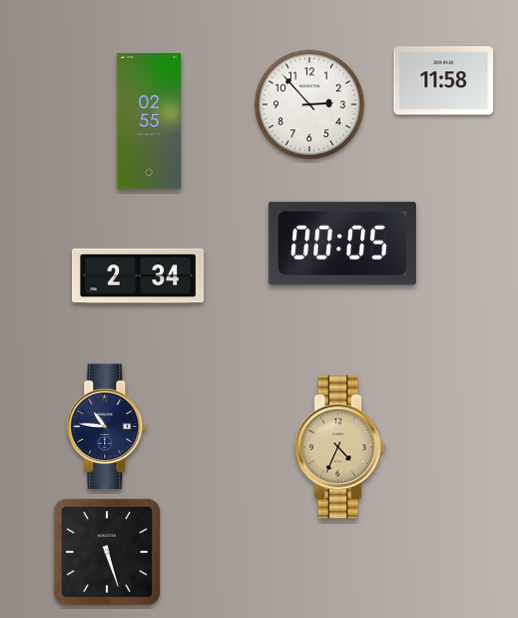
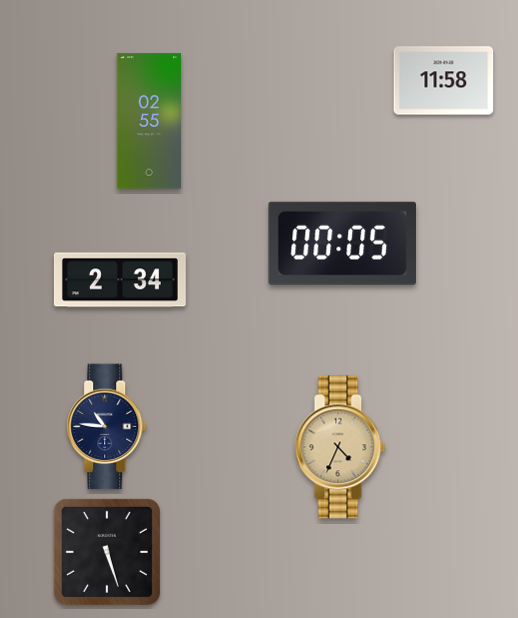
clock at (310, 105): 2:53 -> none
clock at (138, 276) position: (138, 276) -> (120, 280)
